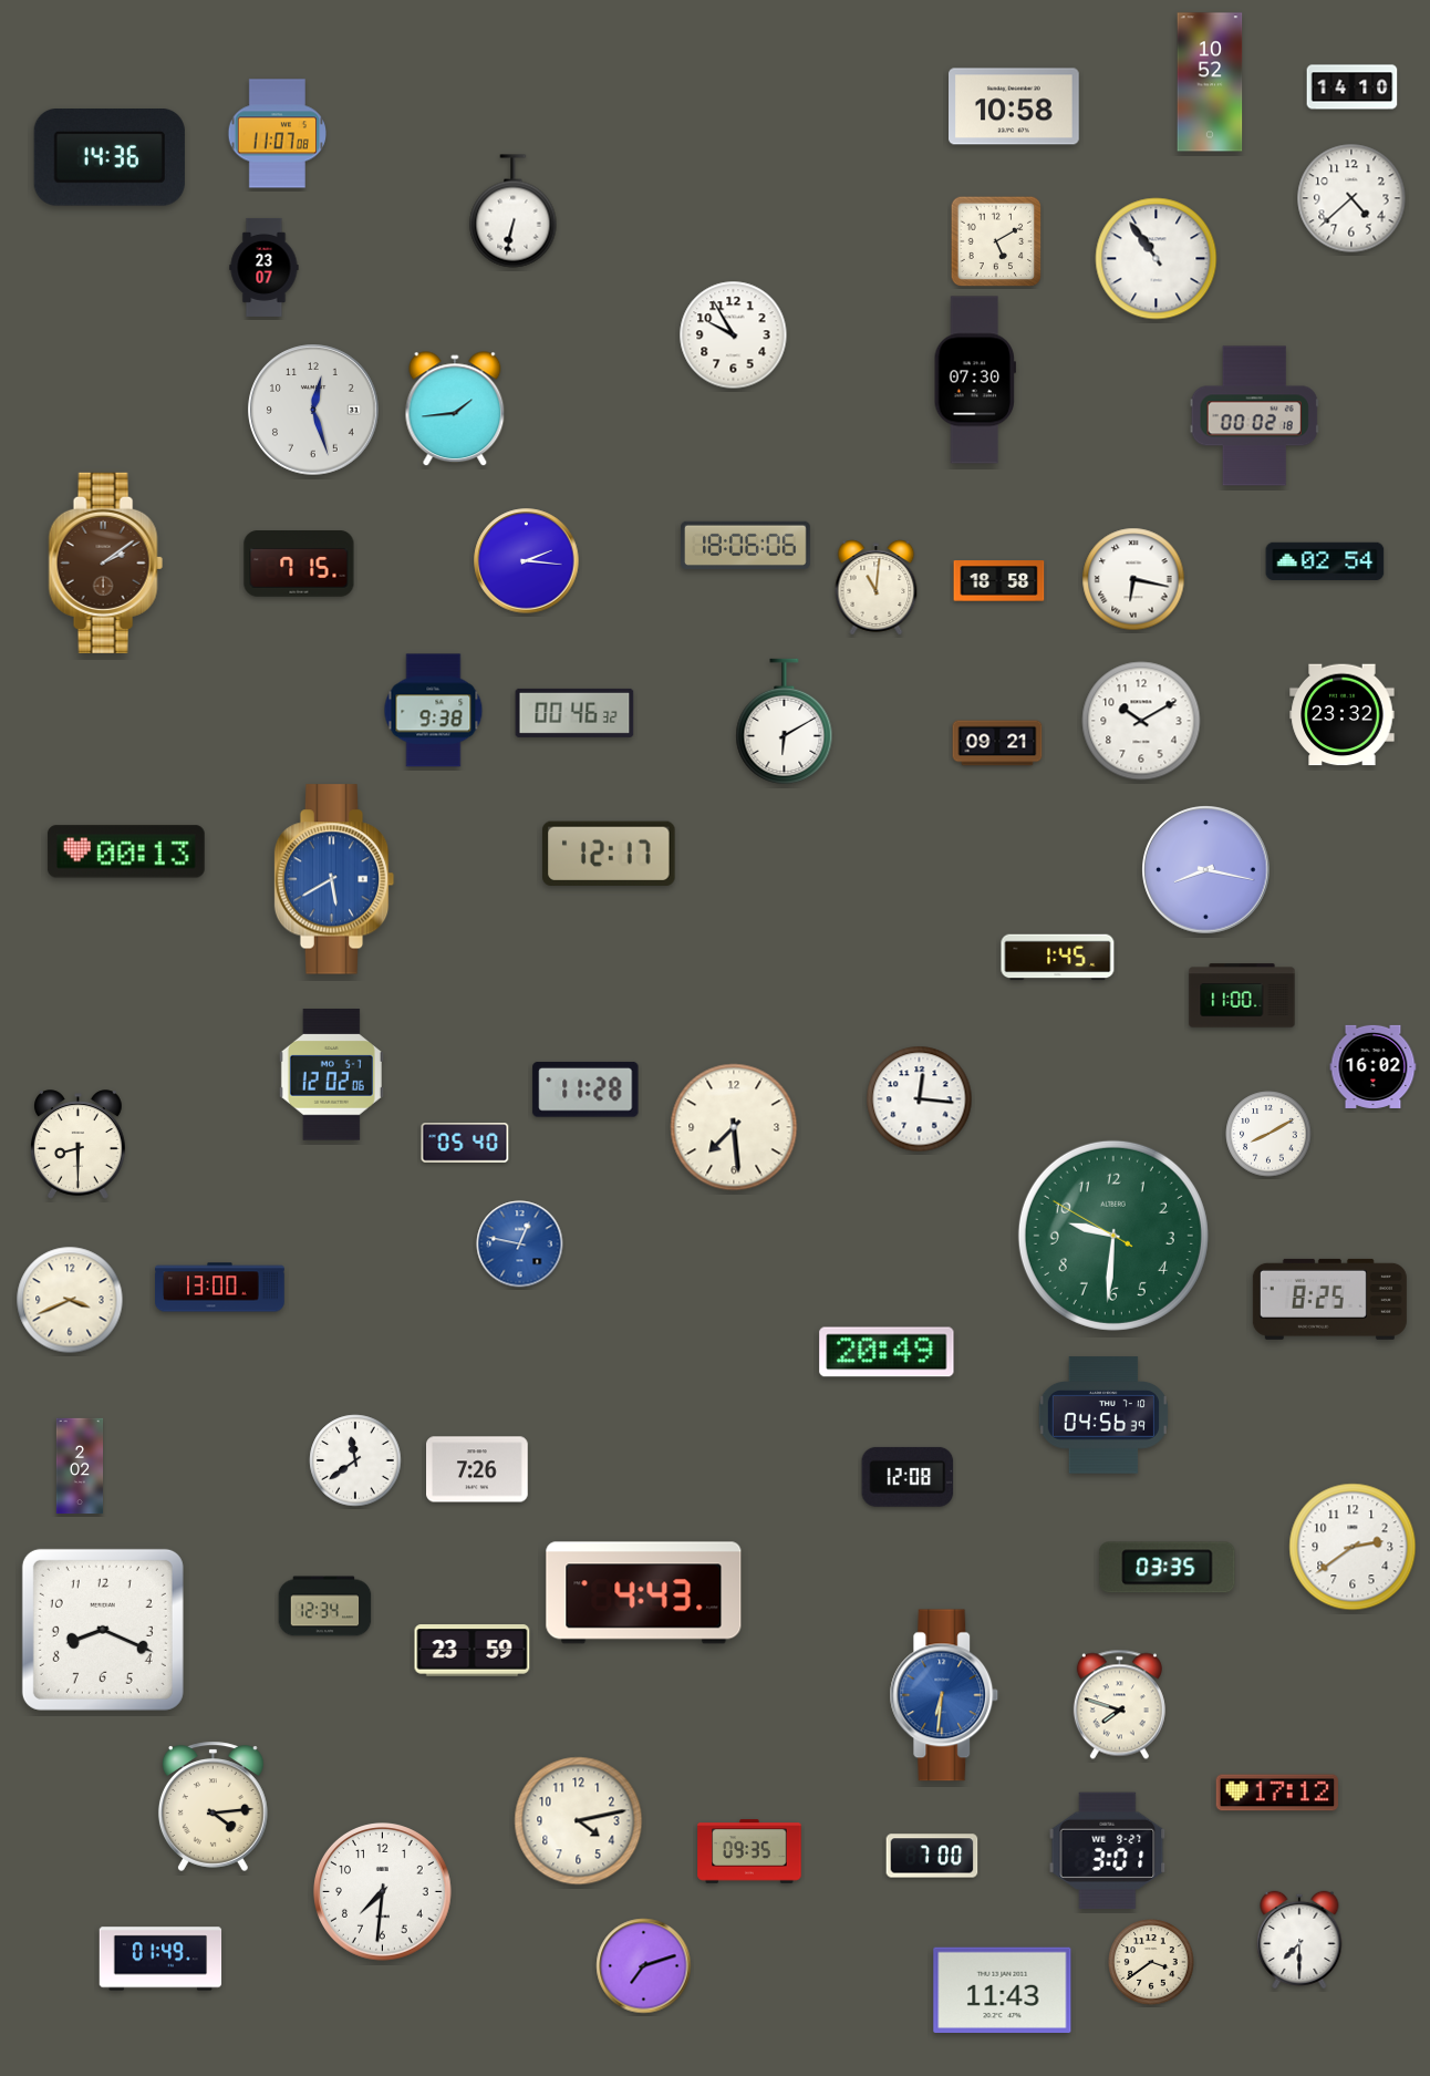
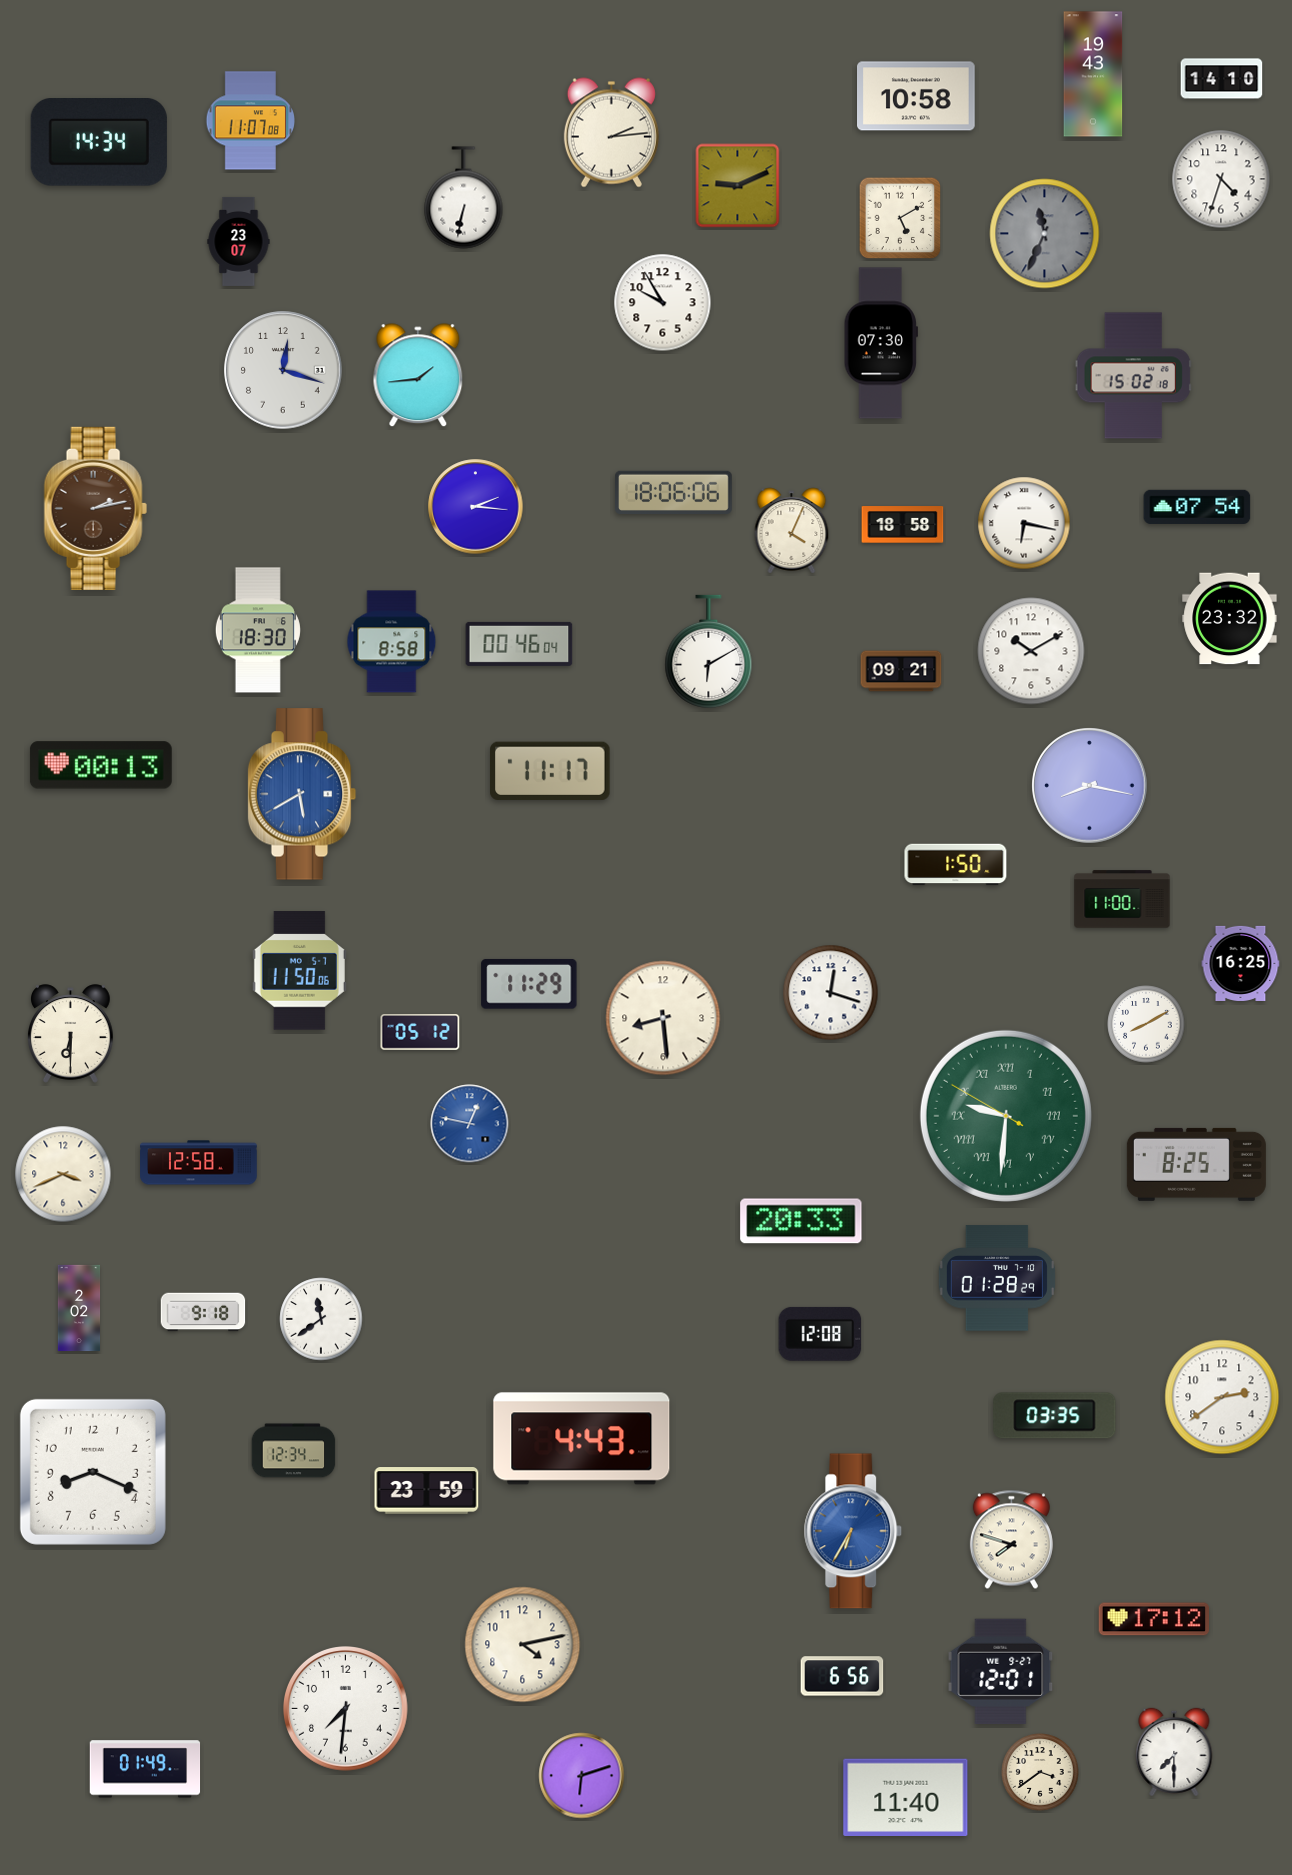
clock at (1210, 82): 10:52 -> 19:43
clock at (611, 133): none -> 2:14
clock at (110, 158): 14:36 -> 14:34
clock at (1351, 198): 4:38 -> 4:33
clock at (738, 186): none -> 9:11
clock at (514, 211) position: (514, 211) -> (464, 198)
clock at (1157, 259): 10:54 -> 11:34
clock at (1157, 259) dial: white -> grey
clock at (313, 410): 12:27 -> 12:18
clock at (455, 410) position: (455, 410) -> (418, 376)
clock at (1254, 416): 00:02 -> 15:02
clock at (1325, 561): 02:54 -> 07:54
clock at (105, 562): 2:09 -> 2:13
clock at (299, 564): 7:15 -> none
clock at (877, 588): 11:01 -> 4:04
clock at (258, 630): none -> 18:30
clock at (434, 711): 9:38 -> 8:58
clock at (574, 713): 00:46:32 -> 00:46:04
clock at (1343, 715) position: (1343, 715) -> (1230, 619)
clock at (126, 851) position: (126, 851) -> (101, 765)
clock at (609, 854): 12:17 -> 11:17
clock at (1058, 958): 1:45 -> 1:50
clock at (1374, 1066): 16:02 -> 16:25
clock at (331, 1075): 12:02 -> 11:50
clock at (586, 1089): 11:28 -> 11:29
clock at (920, 1099): 12:16 -> 12:18
clock at (734, 1127): 7:29 -> 8:29
clock at (465, 1144): 05:40 -> 05:12
clock at (79, 1145): 8:30 -> 6:30
clock at (1113, 1236) numerals: Arabic -> Roman
clock at (220, 1288): 13:00 -> 12:58
clock at (1329, 1299) position: (1329, 1299) -> (1196, 1164)
clock at (887, 1352): 20:49 -> 20:33
clock at (1103, 1415): 04:56 -> 01:28
clock at (203, 1312): none -> 9:18
clock at (80, 1466) position: (80, 1466) -> (79, 1308)
clock at (477, 1469): 7:26 -> none
clock at (944, 1695): 6:31 -> 6:35
clock at (213, 1806): 4:14 -> none
clock at (1108, 1850): 3:01 -> 12:01
clock at (749, 1851): 09:35 -> none
clock at (932, 1856): 7:00 -> 6:56
clock at (644, 1966): 7:12 -> 6:12
clock at (1003, 1990): 11:43 -> 11:40
